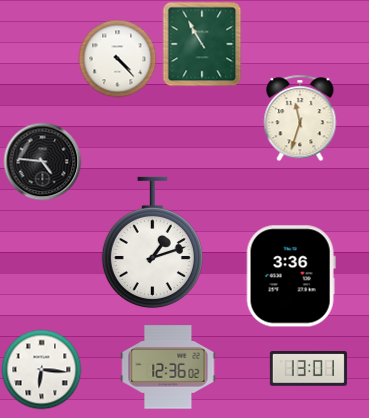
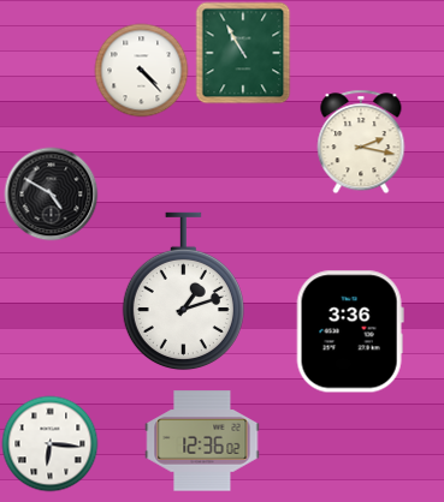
clock at (300, 118): 11:33 -> 2:17
clock at (42, 161): 4:46 -> 4:50
clock at (308, 369): 13:01 -> none
